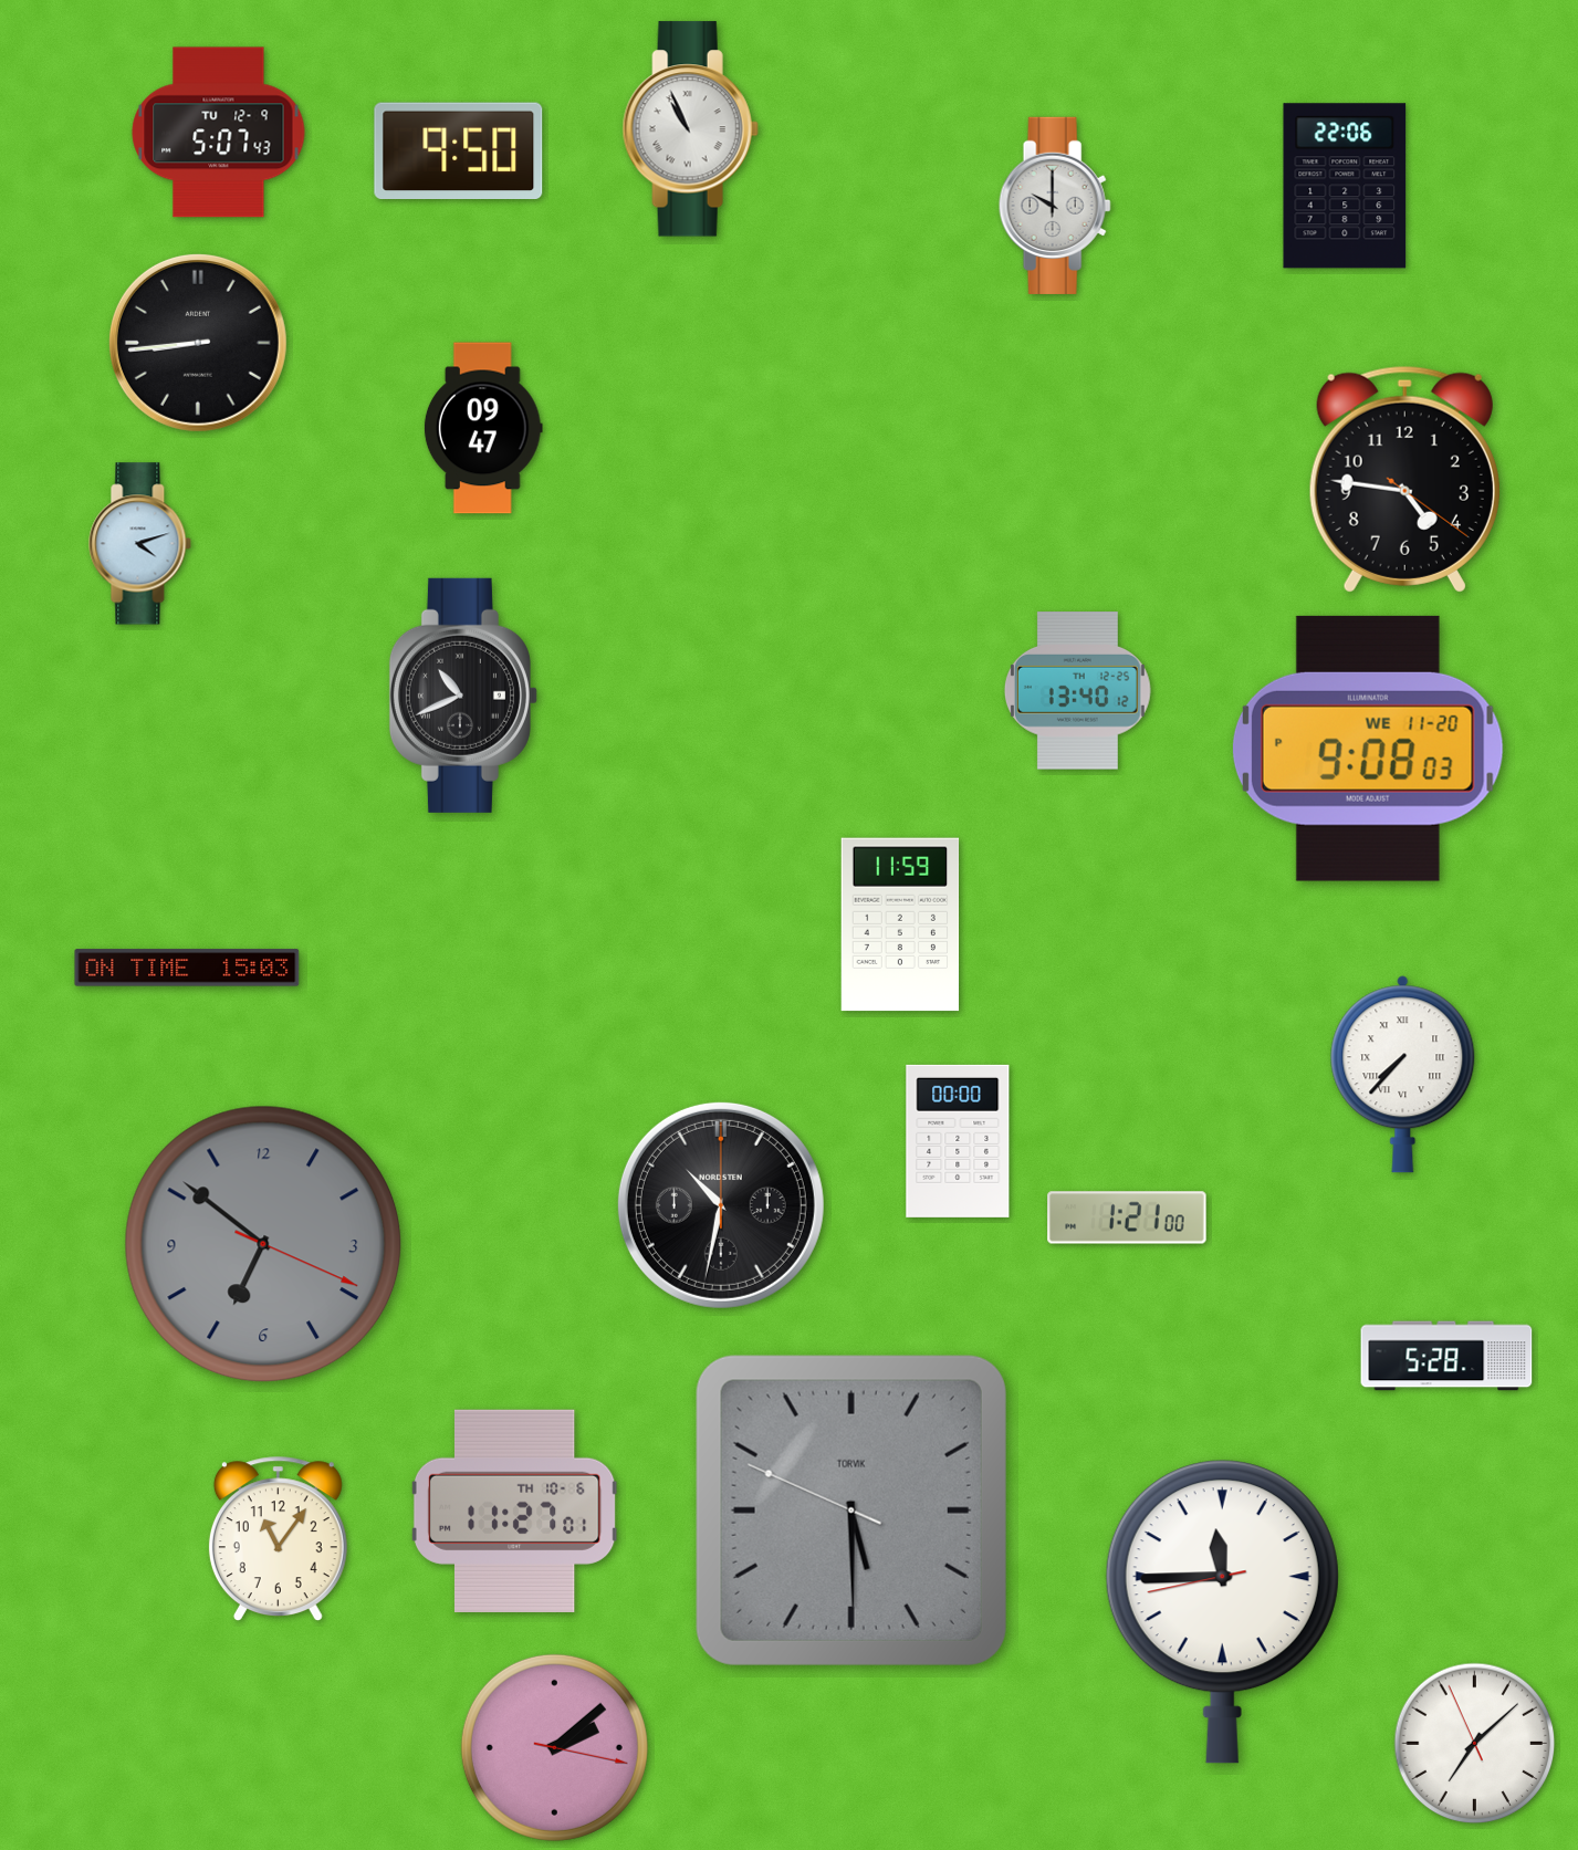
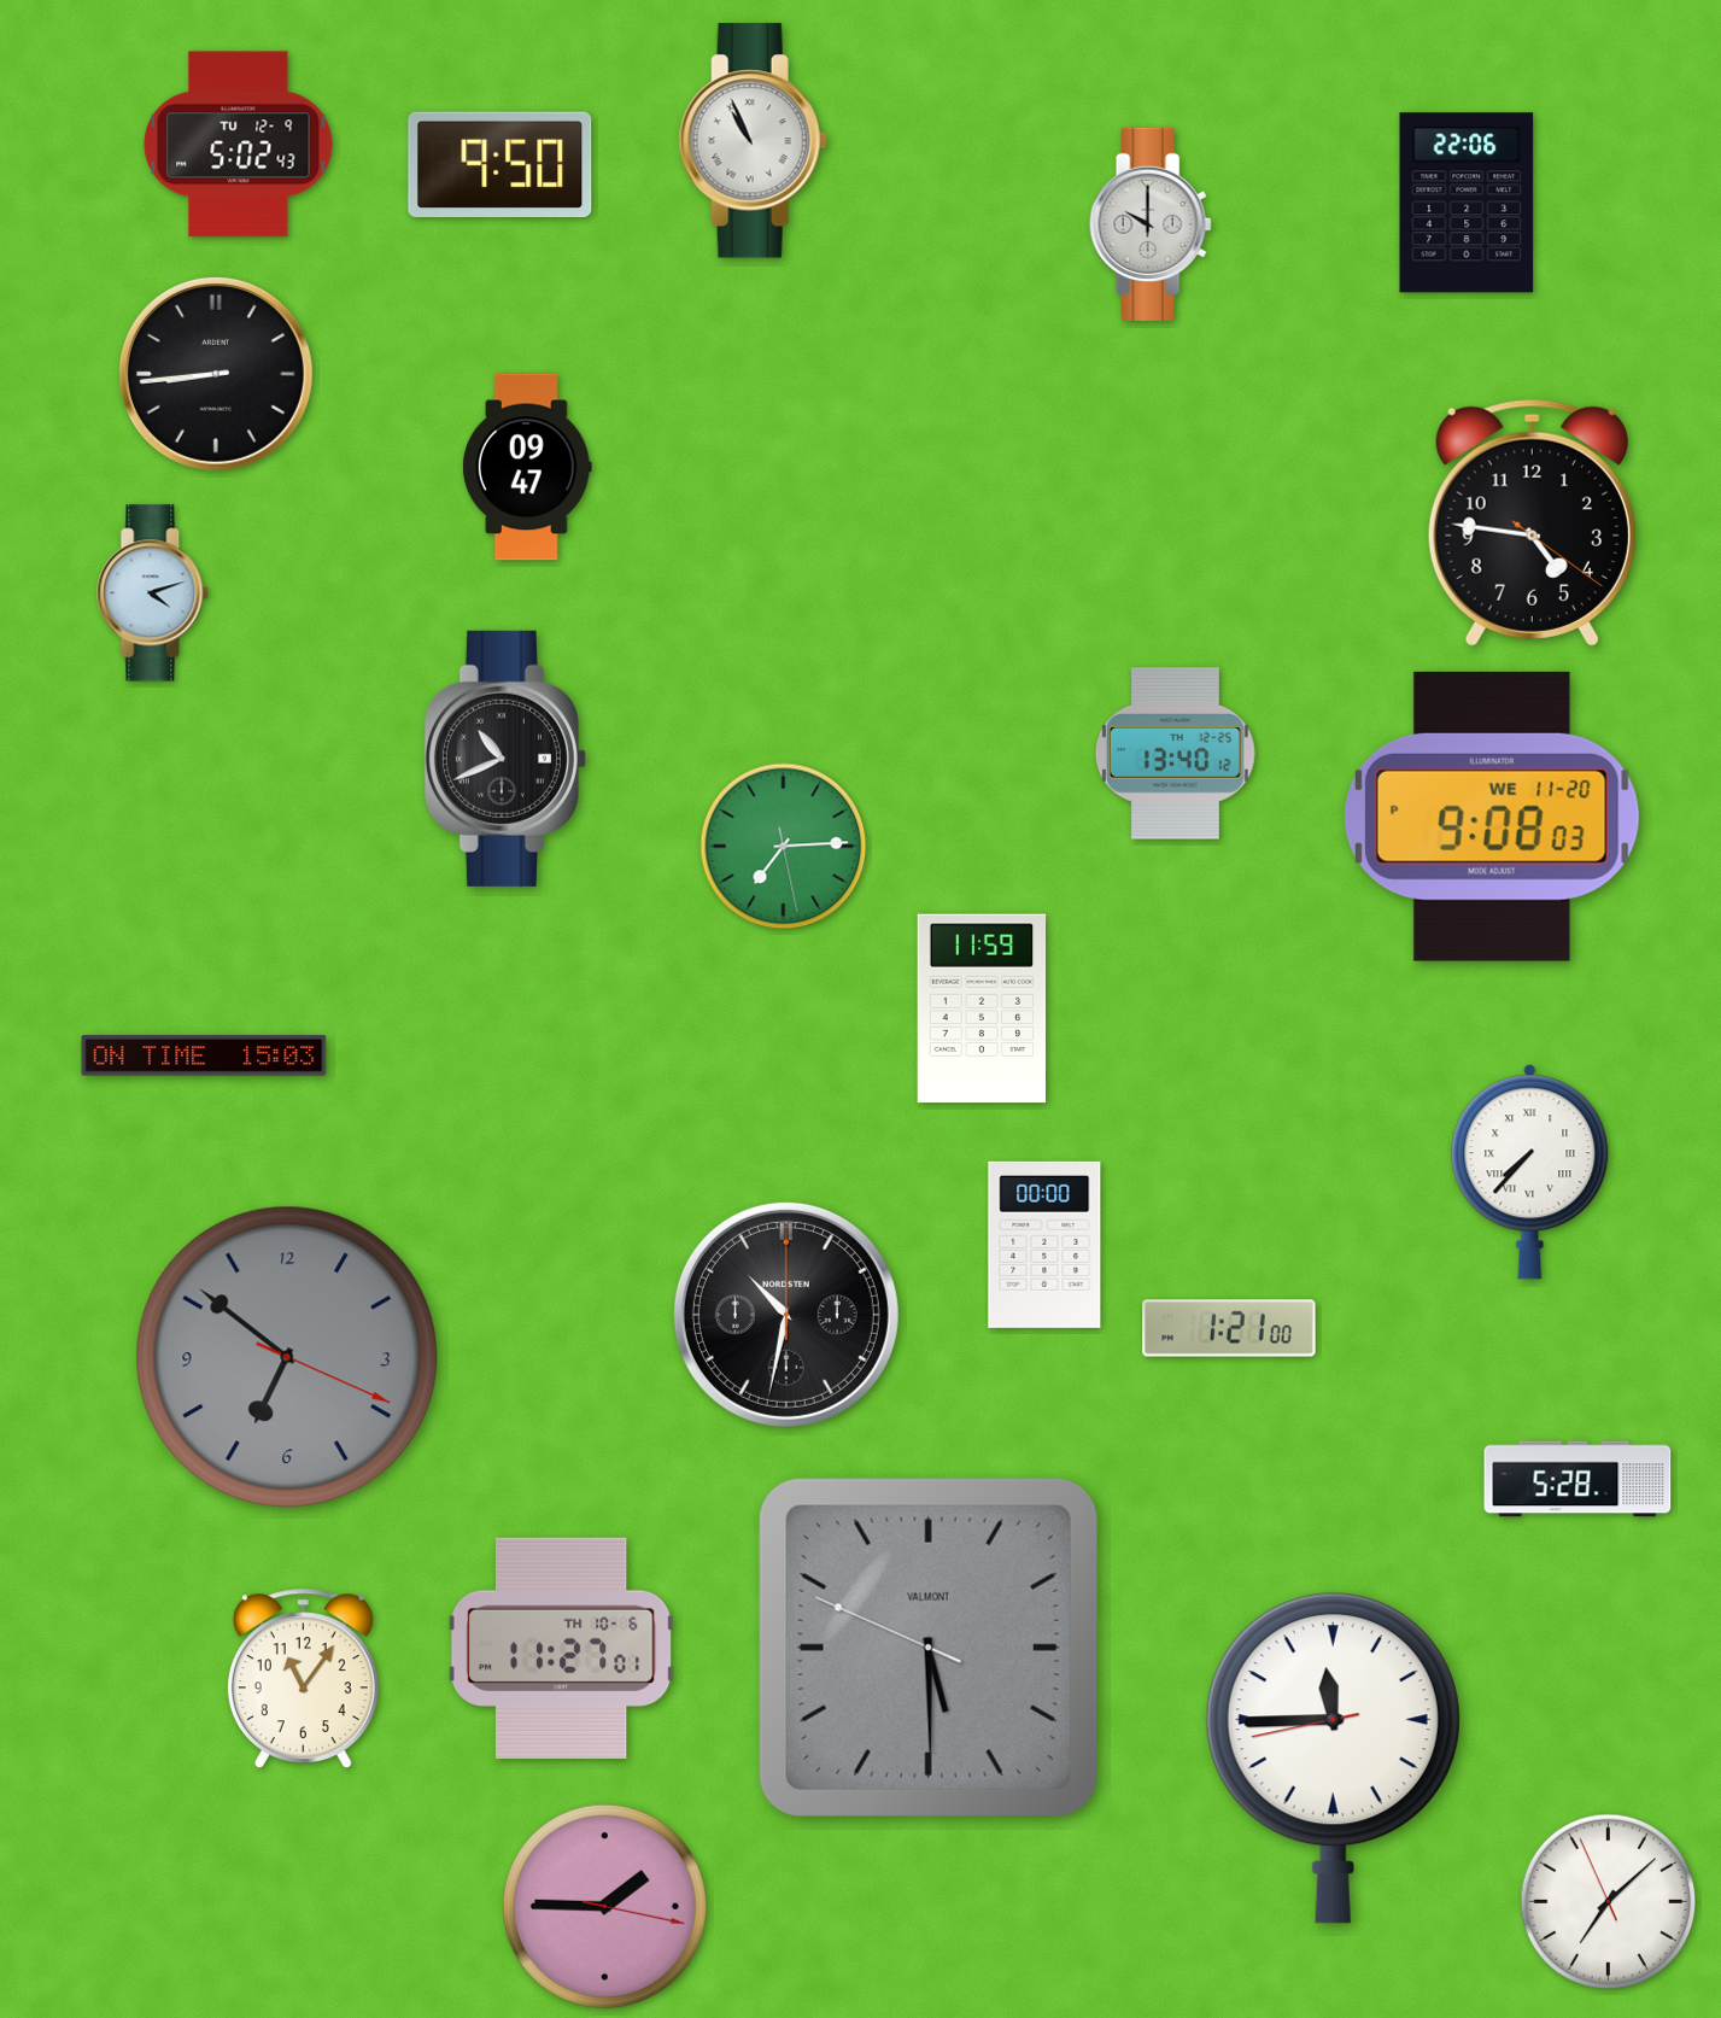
clock at (219, 133): 5:07 -> 5:02
clock at (784, 847): none -> 7:14
clock at (851, 1511) brand: TORVIK -> VALMONT
clock at (554, 1747): 2:08 -> 1:45
